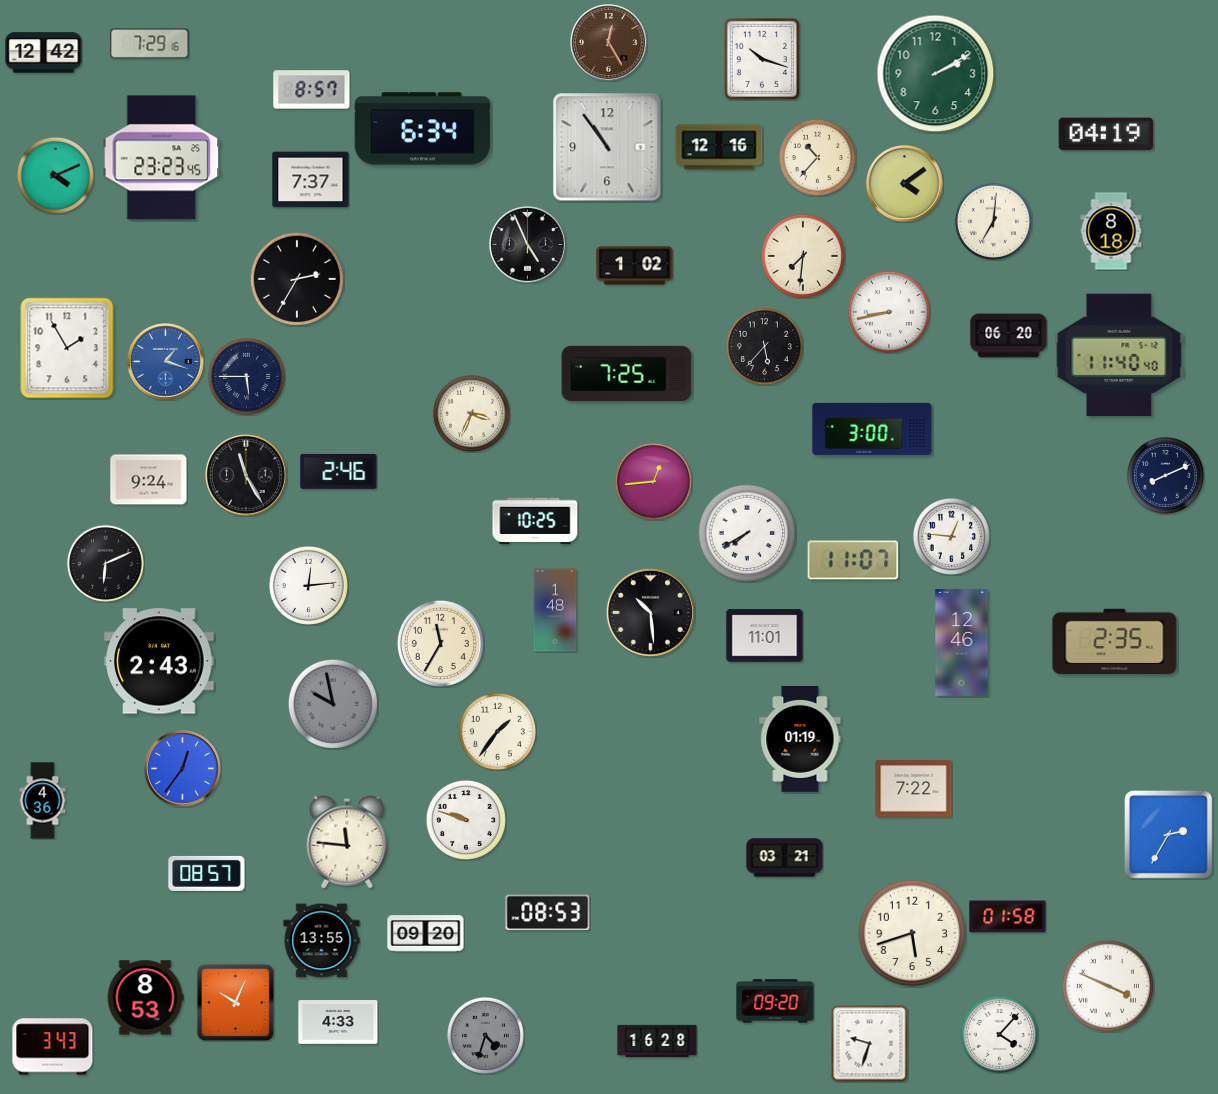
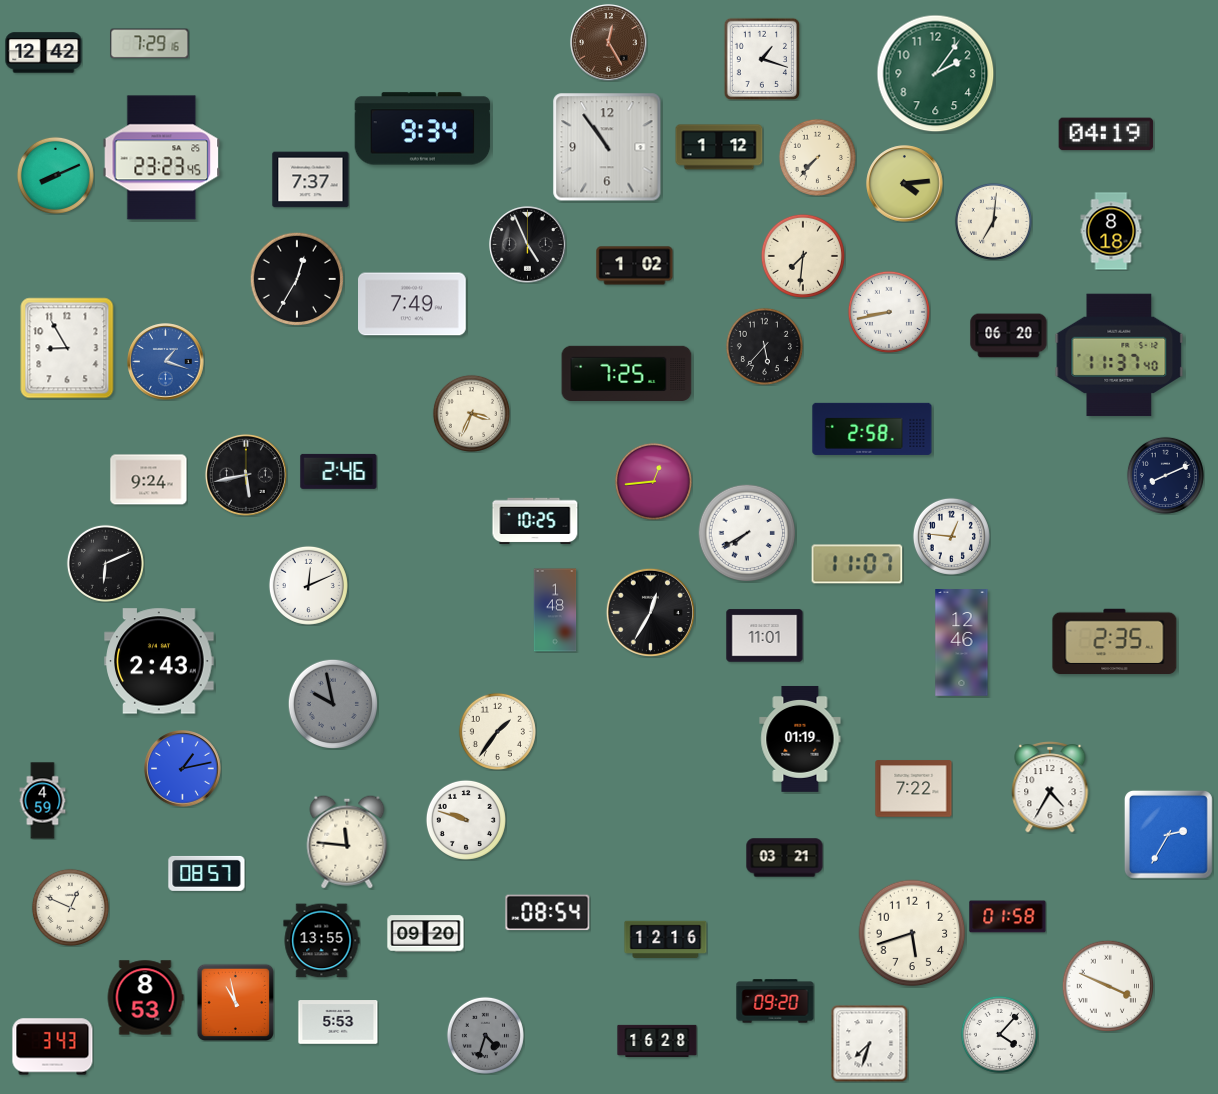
clock at (761, 58): 10:18 -> 1:18
clock at (936, 74): 2:10 -> 2:06
clock at (312, 90): 8:57 -> none
clock at (423, 129): 6:34 -> 9:34
clock at (719, 147): 12:16 -> 1:12
clock at (817, 157): 10:37 -> 7:37
clock at (55, 175): 4:11 -> 8:11
clock at (905, 184): 4:09 -> 4:14
clock at (297, 279): 2:35 -> 12:35
clock at (413, 304): none -> 7:49
clock at (67, 348): 1:55 -> 8:55
clock at (1119, 355): 11:40 -> 11:37
clock at (246, 376): 5:45 -> none
clock at (872, 429): 3:00 -> 2:58
clock at (246, 475): 11:25 -> 5:43
clock at (853, 560) position: (853, 560) -> (857, 564)
clock at (308, 585): 12:14 -> 12:11
clock at (650, 612): 10:29 -> 12:35
clock at (440, 643): 11:35 -> none
clock at (183, 769): 12:36 -> 1:13
clock at (1050, 788): none -> 4:35
clock at (43, 801): 4:36 -> 4:59
clock at (70, 907): none -> 12:49
clock at (548, 913): 08:53 -> 08:54
clock at (666, 939): none -> 12:16
clock at (235, 1002): 10:04 -> 10:58
clock at (338, 1022): 4:33 -> 5:53
clock at (869, 1043): 9:33 -> 7:33
